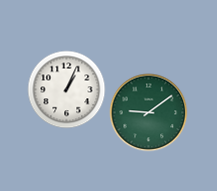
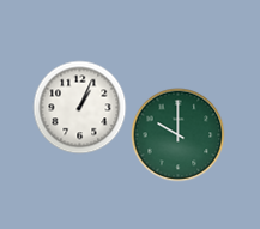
clock at (148, 112): 9:09 -> 10:00
